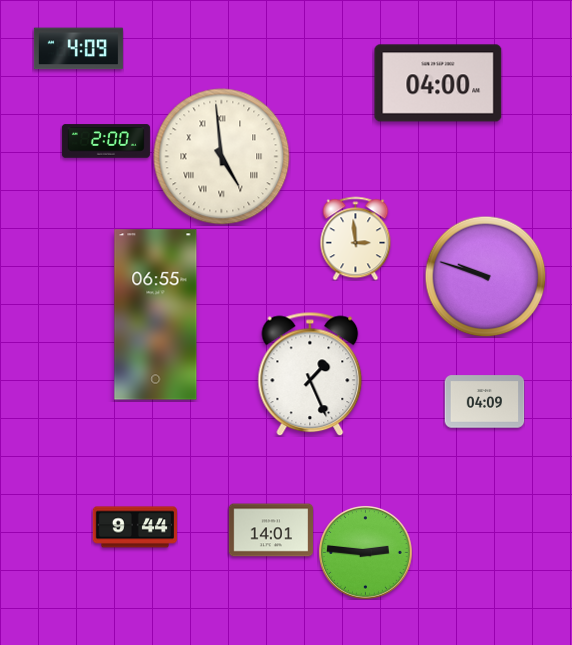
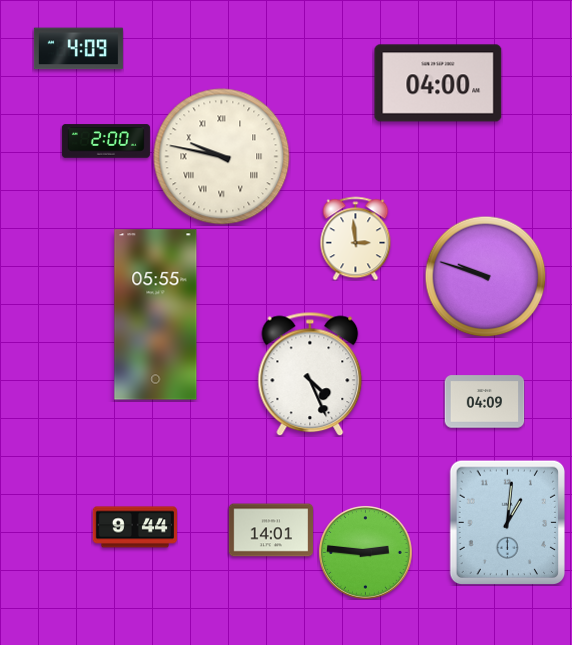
clock at (222, 157): 4:59 -> 9:47
clock at (156, 315): 06:55 -> 05:55
clock at (310, 374): 1:26 -> 4:26
clock at (508, 522): none -> 1:01
